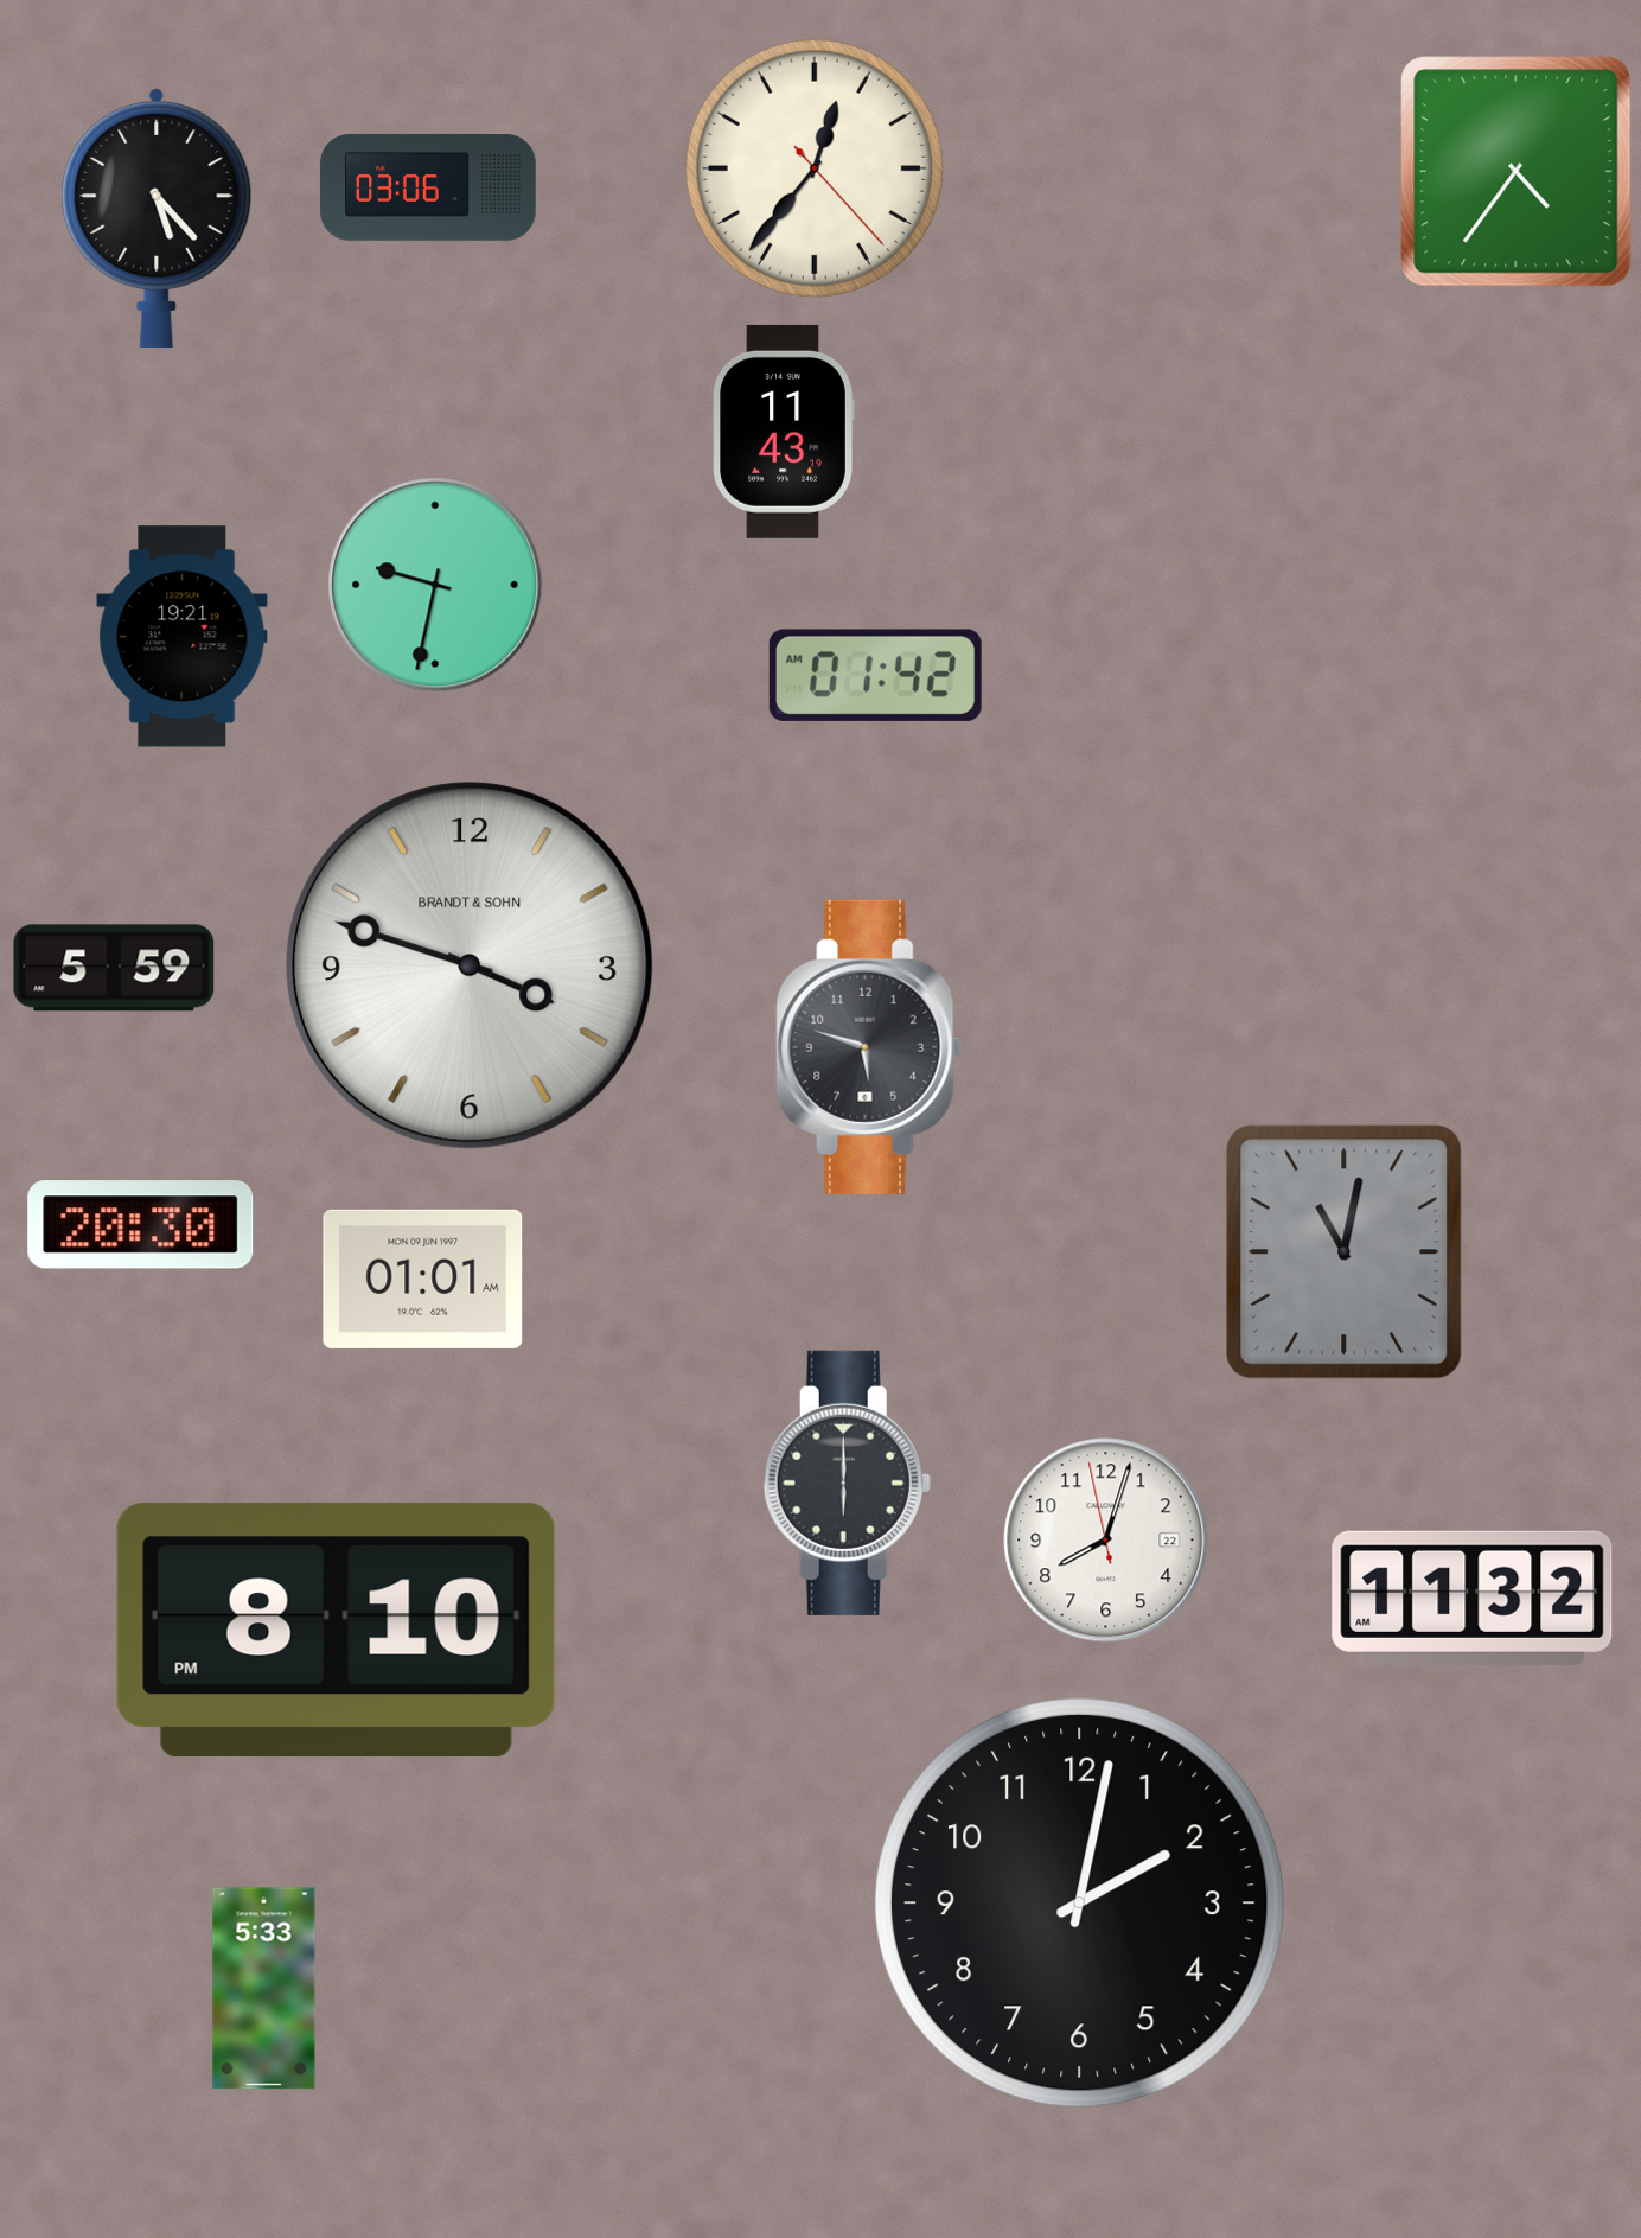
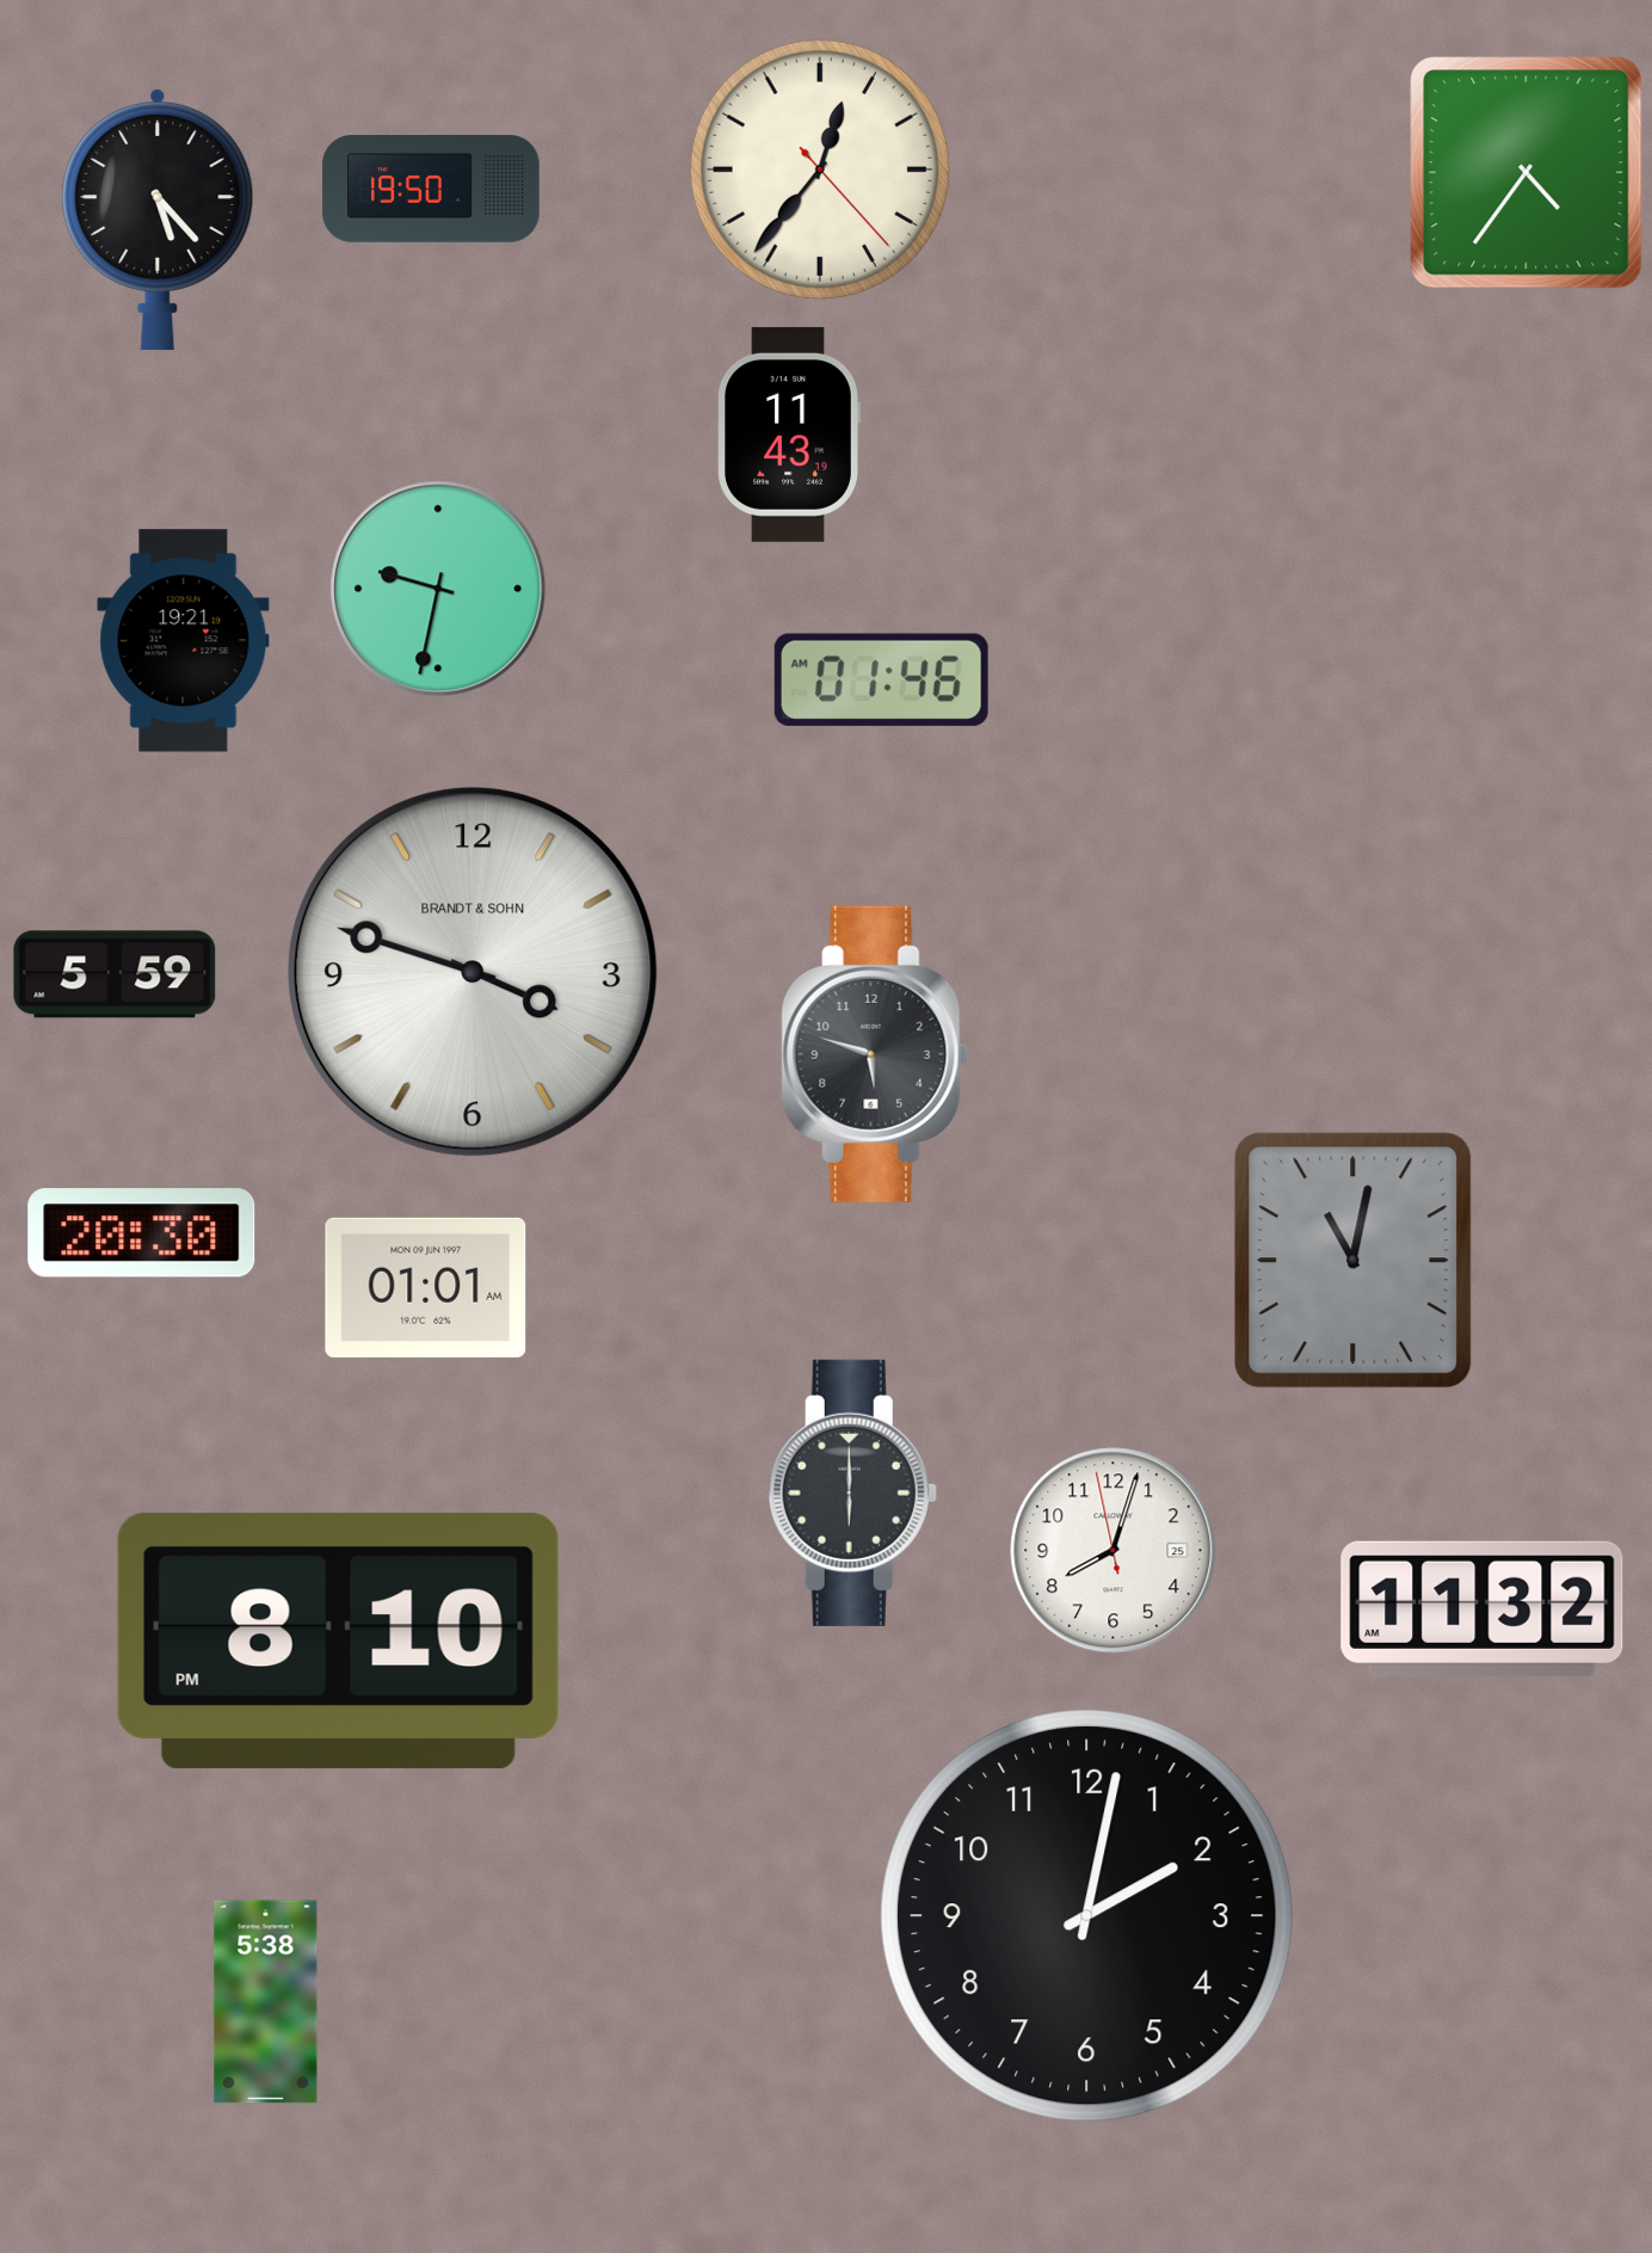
clock at (428, 187): 03:06 -> 19:50
clock at (875, 675): 01:42 -> 01:46
clock at (1106, 1541) date: 22 -> 25
clock at (264, 1989): 5:33 -> 5:38
